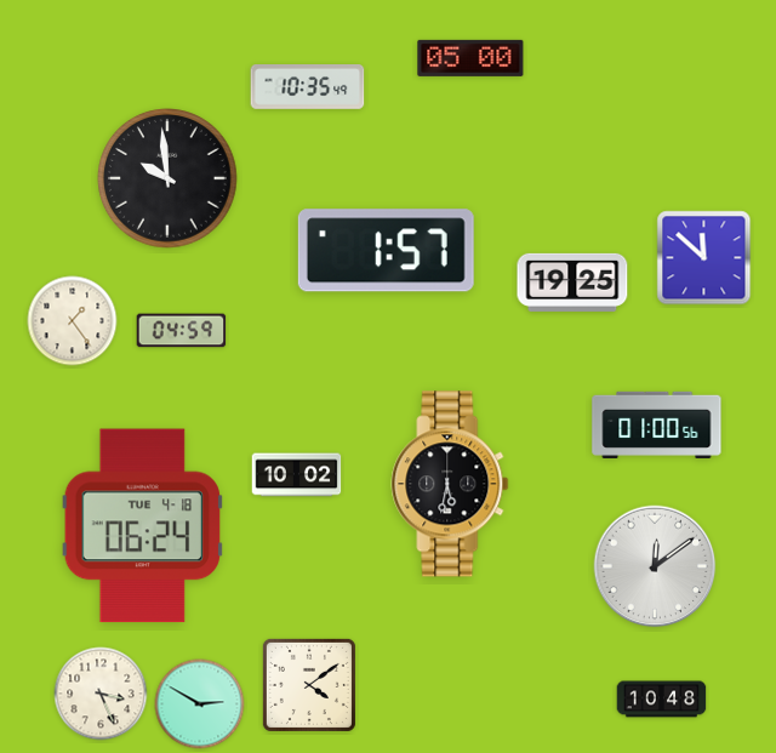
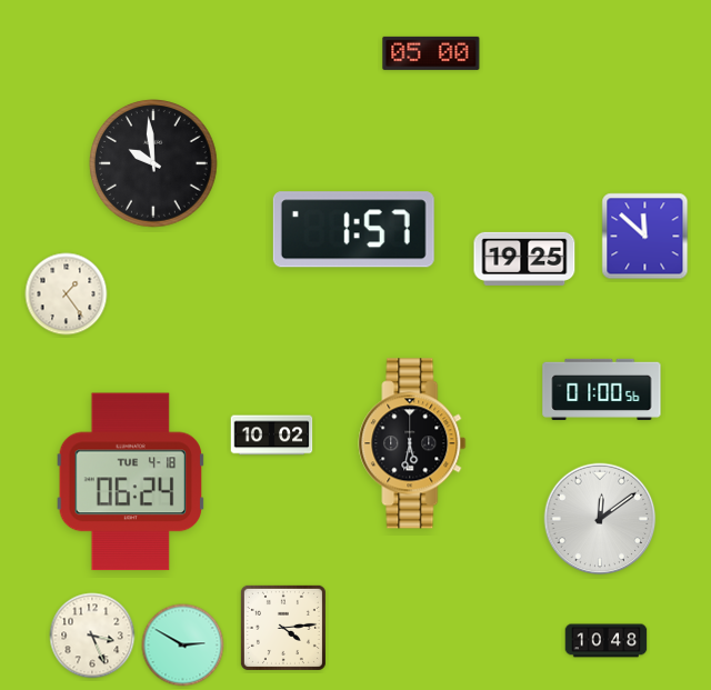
clock at (308, 87): 10:35 -> none
clock at (182, 331): 04:59 -> none
clock at (309, 685): 4:09 -> 4:14
